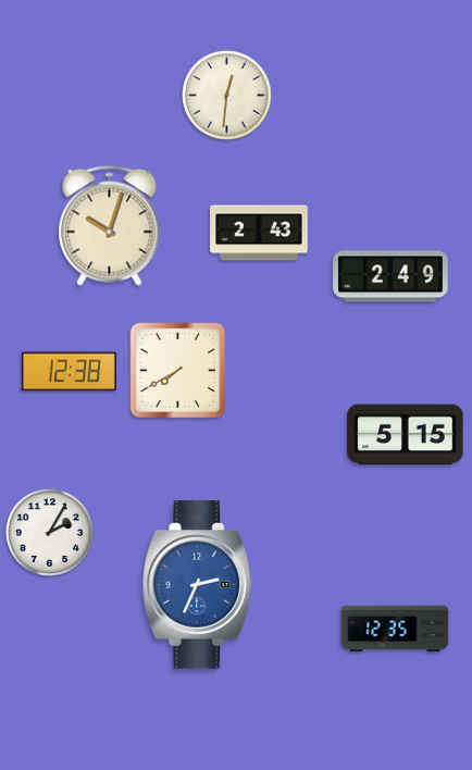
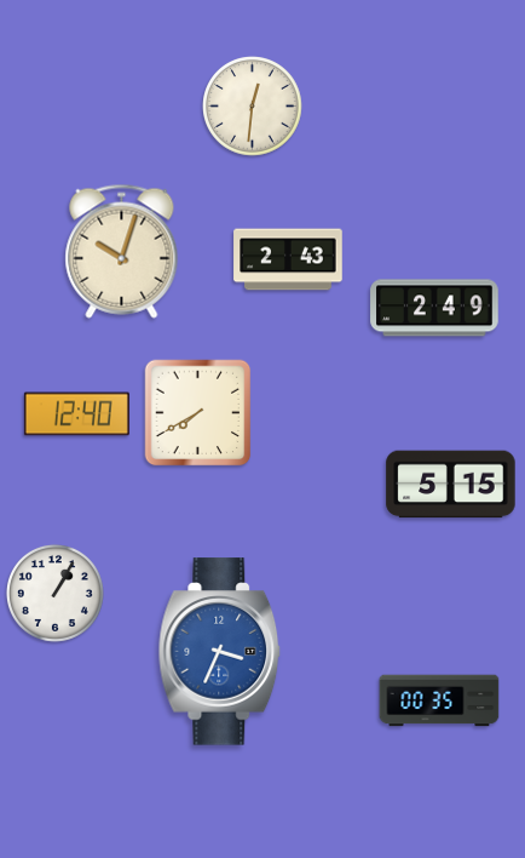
clock at (69, 372): 12:38 -> 12:40
clock at (49, 532): 2:05 -> 1:05
clock at (198, 585): 2:34 -> 3:34
clock at (395, 629): 12:35 -> 00:35
